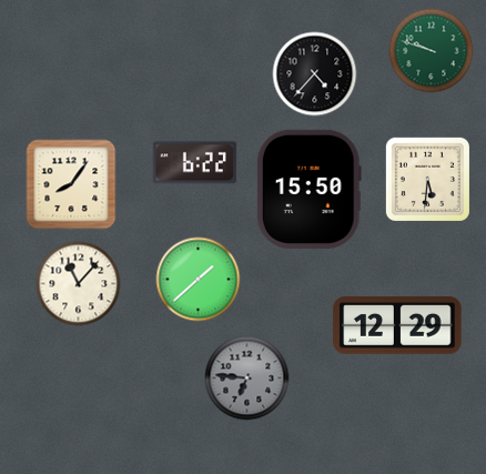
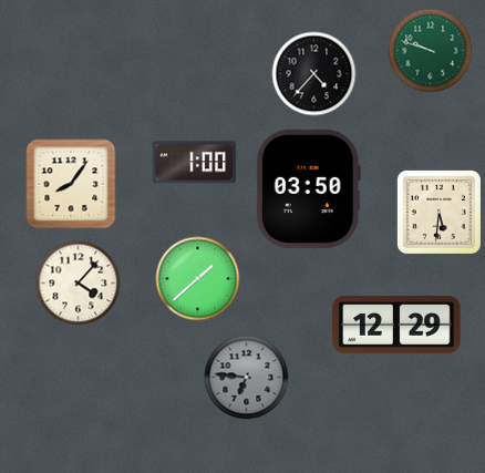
clock at (194, 163): 6:22 -> 1:00
clock at (427, 179) position: (427, 179) -> (438, 212)
clock at (308, 189): 15:50 -> 03:50
clock at (79, 284): 11:07 -> 4:07
